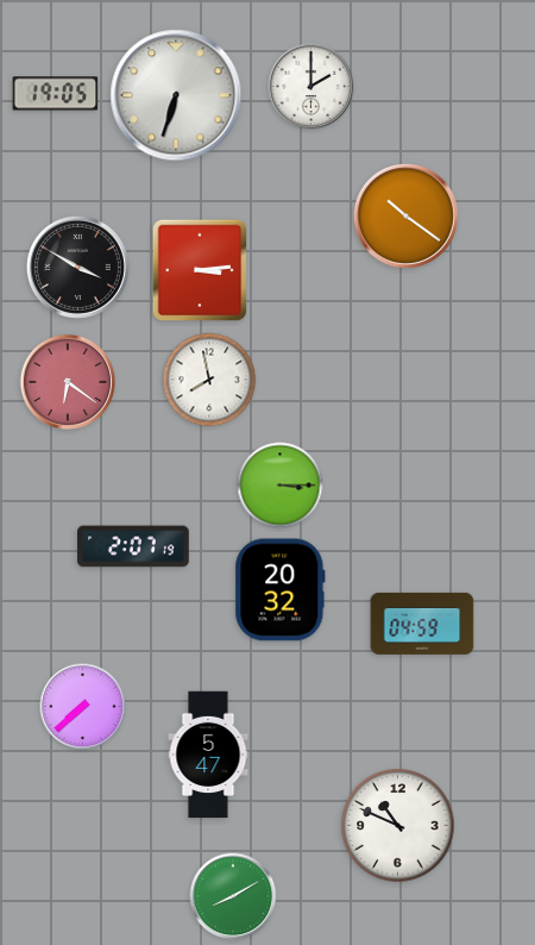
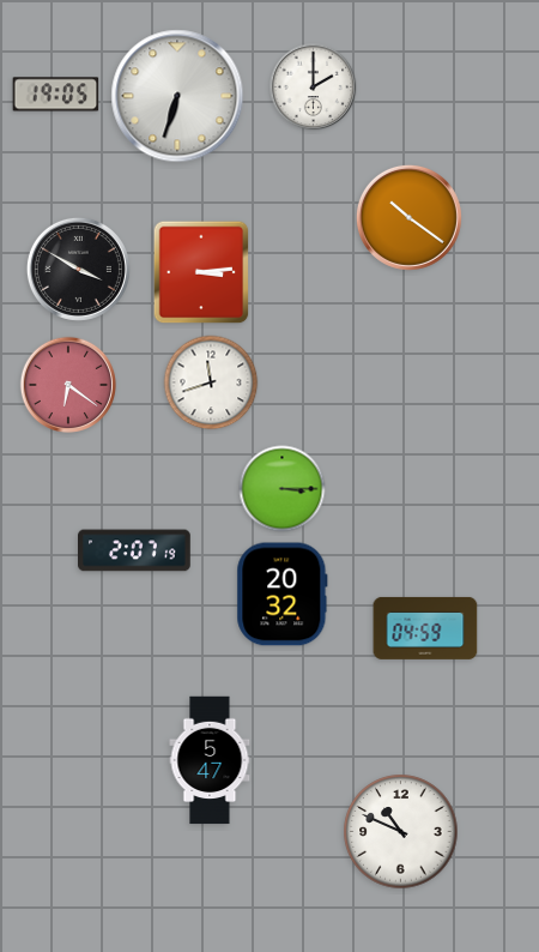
clock at (209, 380): 7:58 -> 11:42
clock at (83, 707): 7:38 -> none
clock at (233, 896): 8:10 -> none
